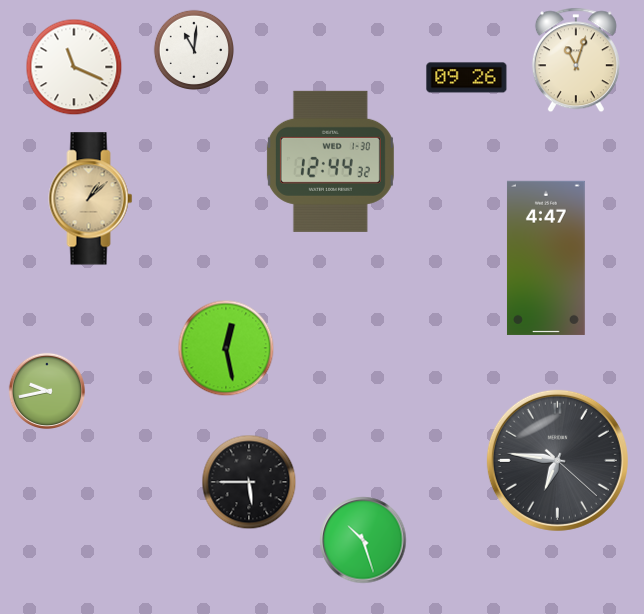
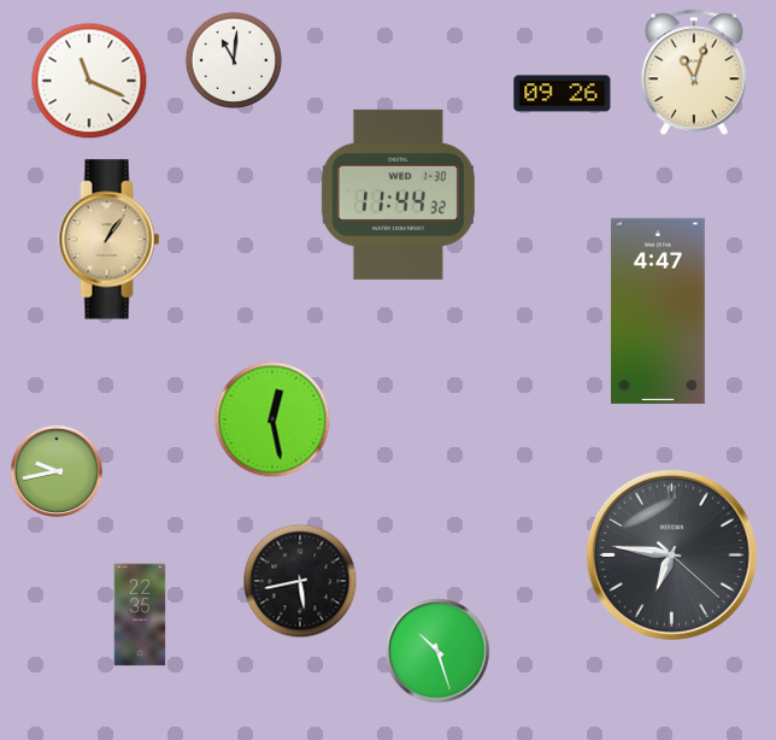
clock at (330, 161): 12:44 -> 11:44
clock at (91, 199): 1:08 -> 1:06
clock at (249, 482): 5:45 -> 5:43
clock at (140, 615): none -> 22:35
